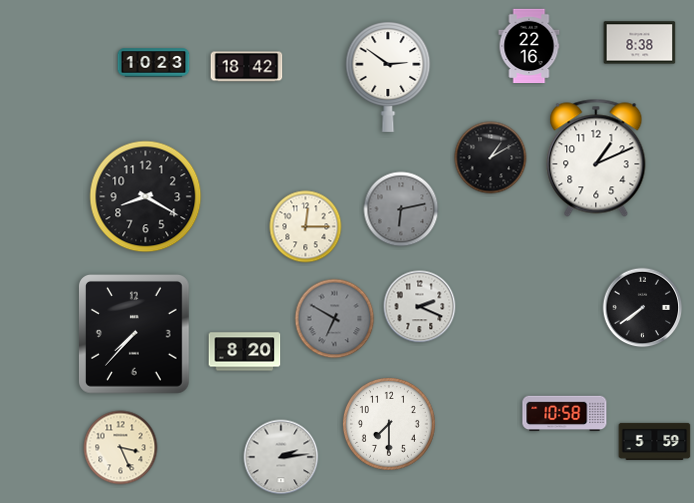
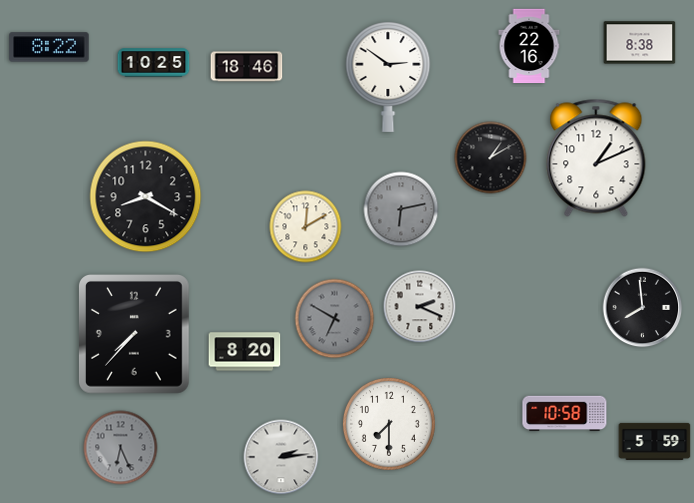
clock at (49, 47): none -> 8:22
clock at (154, 63): 10:23 -> 10:25
clock at (247, 67): 18:42 -> 18:46
clock at (306, 227): 12:15 -> 12:10
clock at (643, 308): 7:39 -> 7:59
clock at (121, 448): 3:26 -> 6:26
clock at (121, 448) dial: cream -> grey
